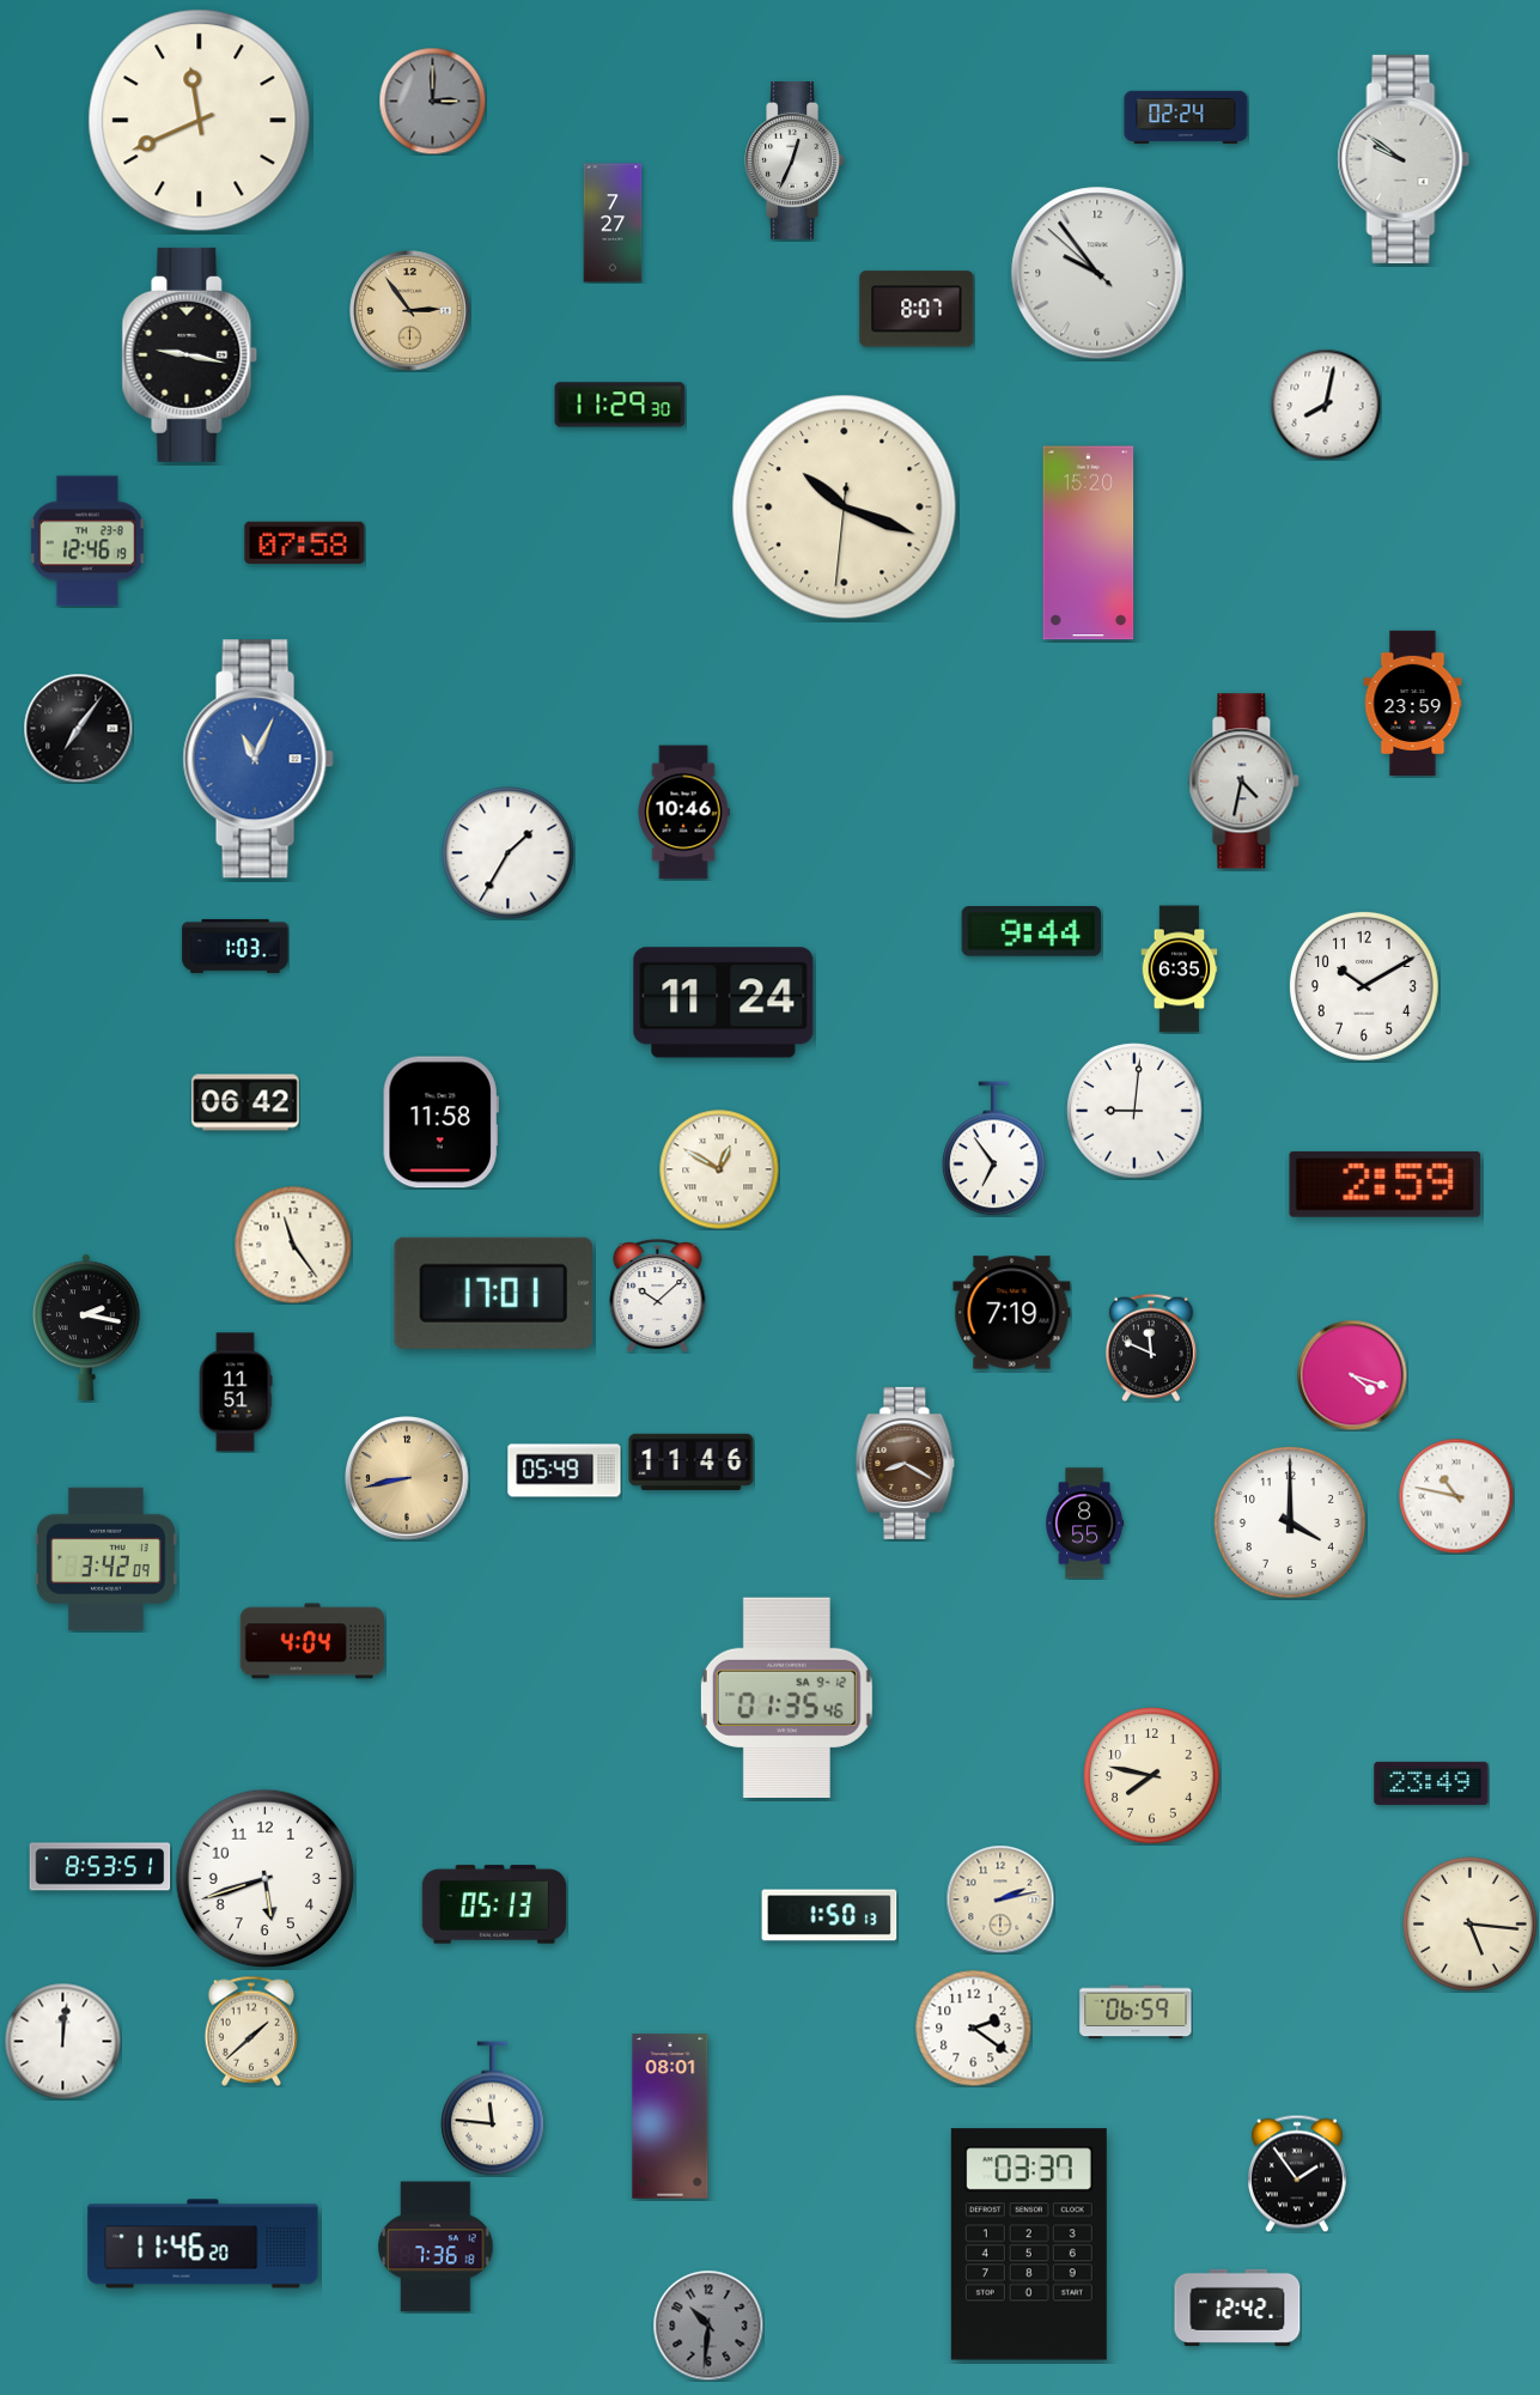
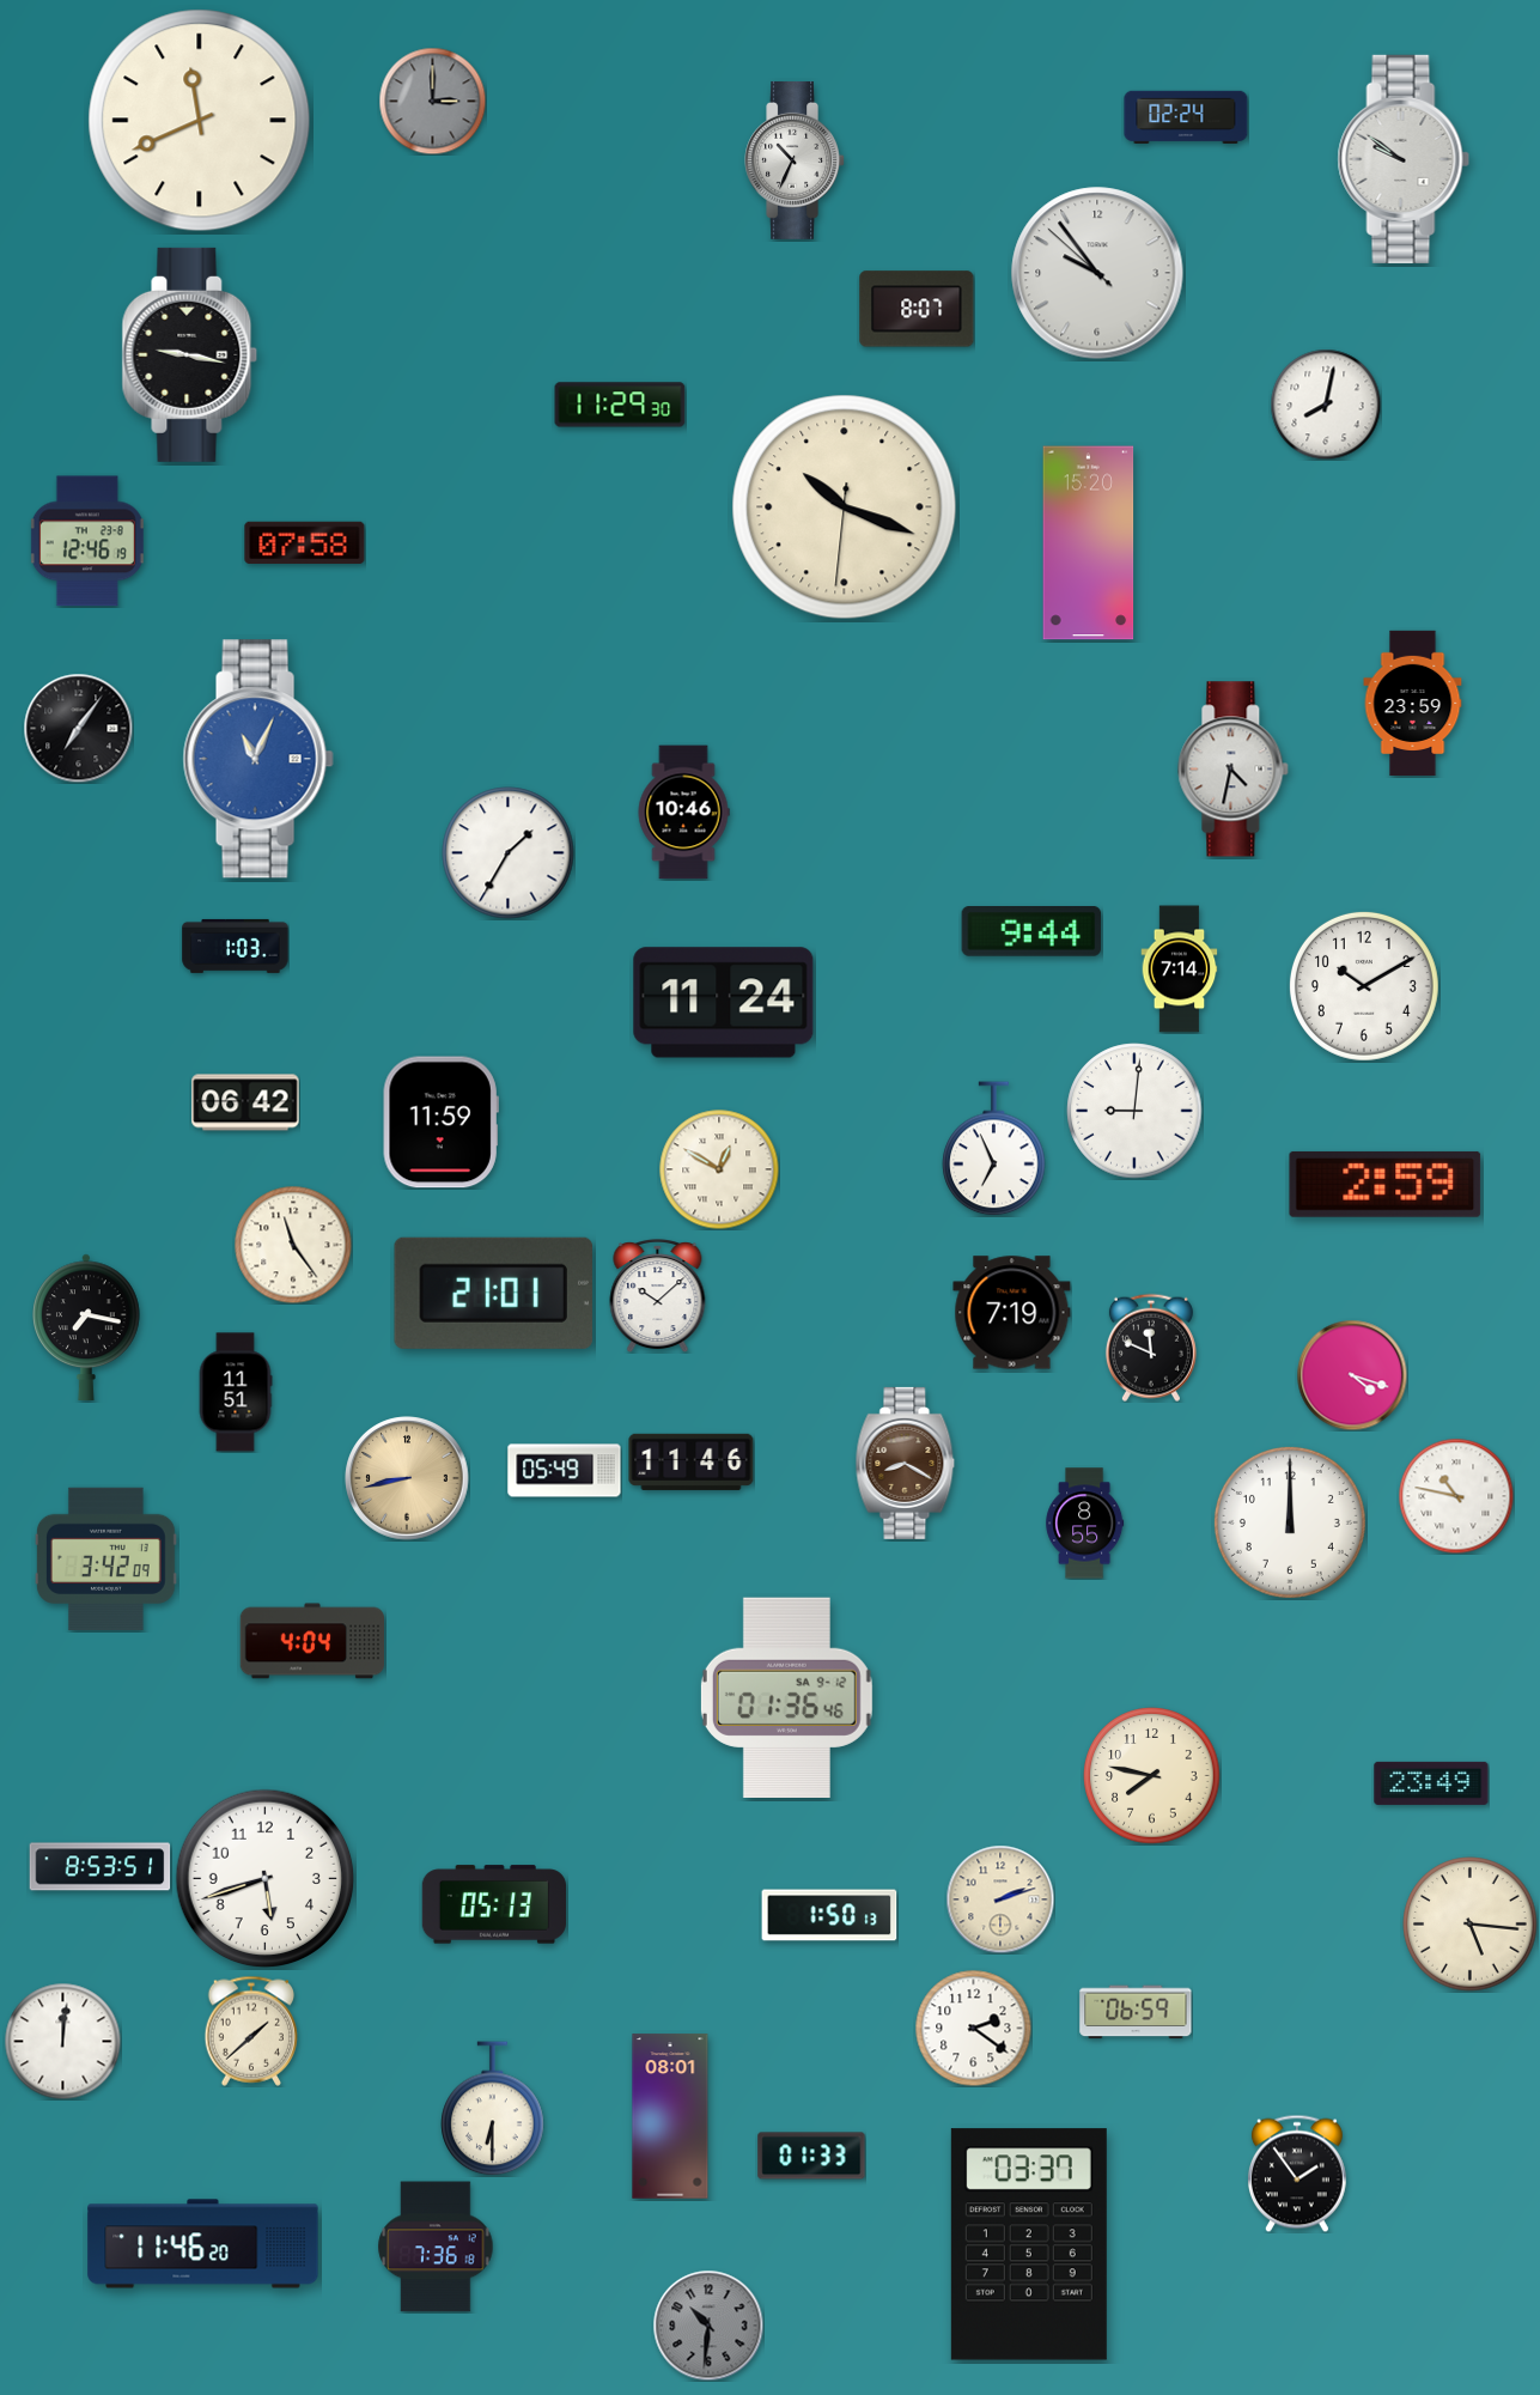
clock at (795, 160): 12:34 -> 10:34
clock at (613, 223): 7:27 -> none
clock at (410, 311): 2:54 -> none
clock at (1244, 782) position: (1244, 782) -> (1234, 770)
clock at (1180, 969): 6:35 -> 7:14
clock at (440, 1123): 11:58 -> 11:59
clock at (994, 1149): 6:54 -> 6:56
clock at (493, 1293): 17:01 -> 21:01
clock at (86, 1327): 2:17 -> 7:17
clock at (1290, 1522): 4:00 -> 12:00
clock at (786, 1697): 01:35 -> 01:36
clock at (1000, 1899): 2:13 -> 2:12
clock at (493, 2109): 11:46 -> 6:30
clock at (811, 2156): none -> 01:33
clock at (1237, 2308): 12:42 -> none
